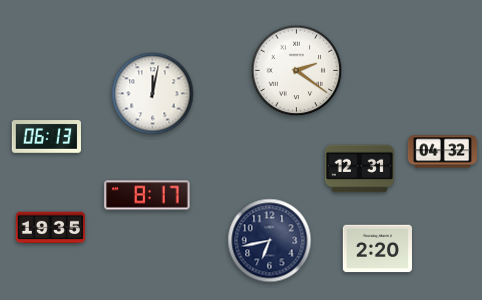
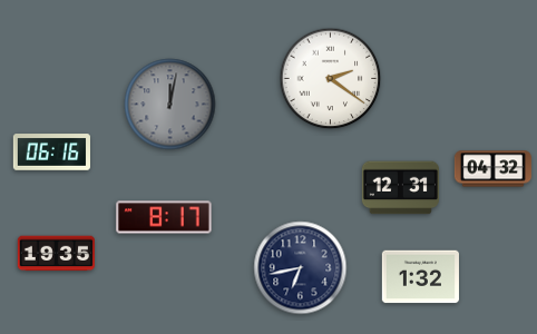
clock at (153, 94) dial: white -> grey
clock at (46, 137): 06:13 -> 06:16
clock at (377, 249): 2:20 -> 1:32
